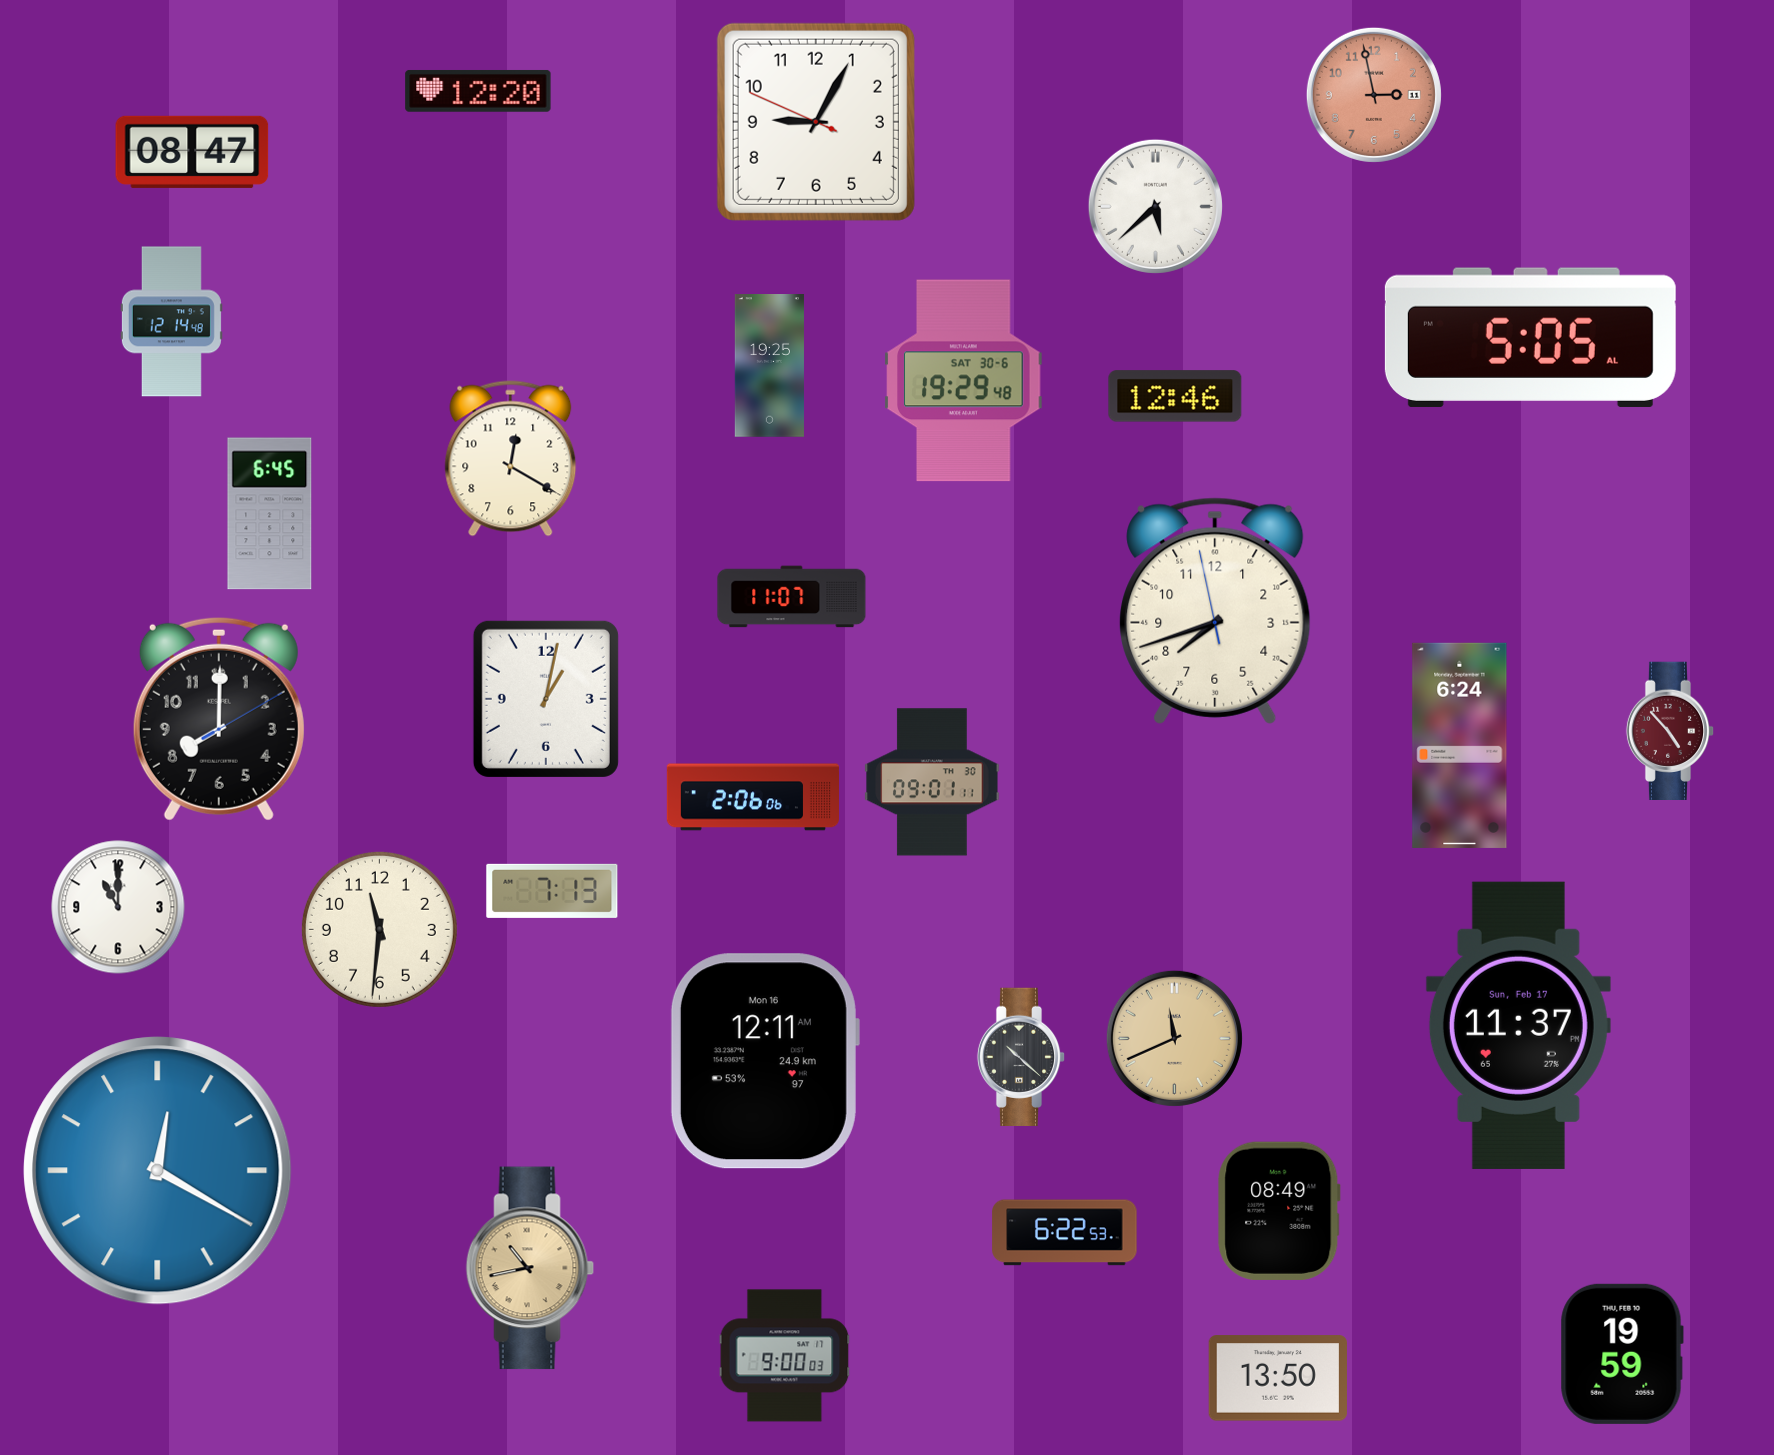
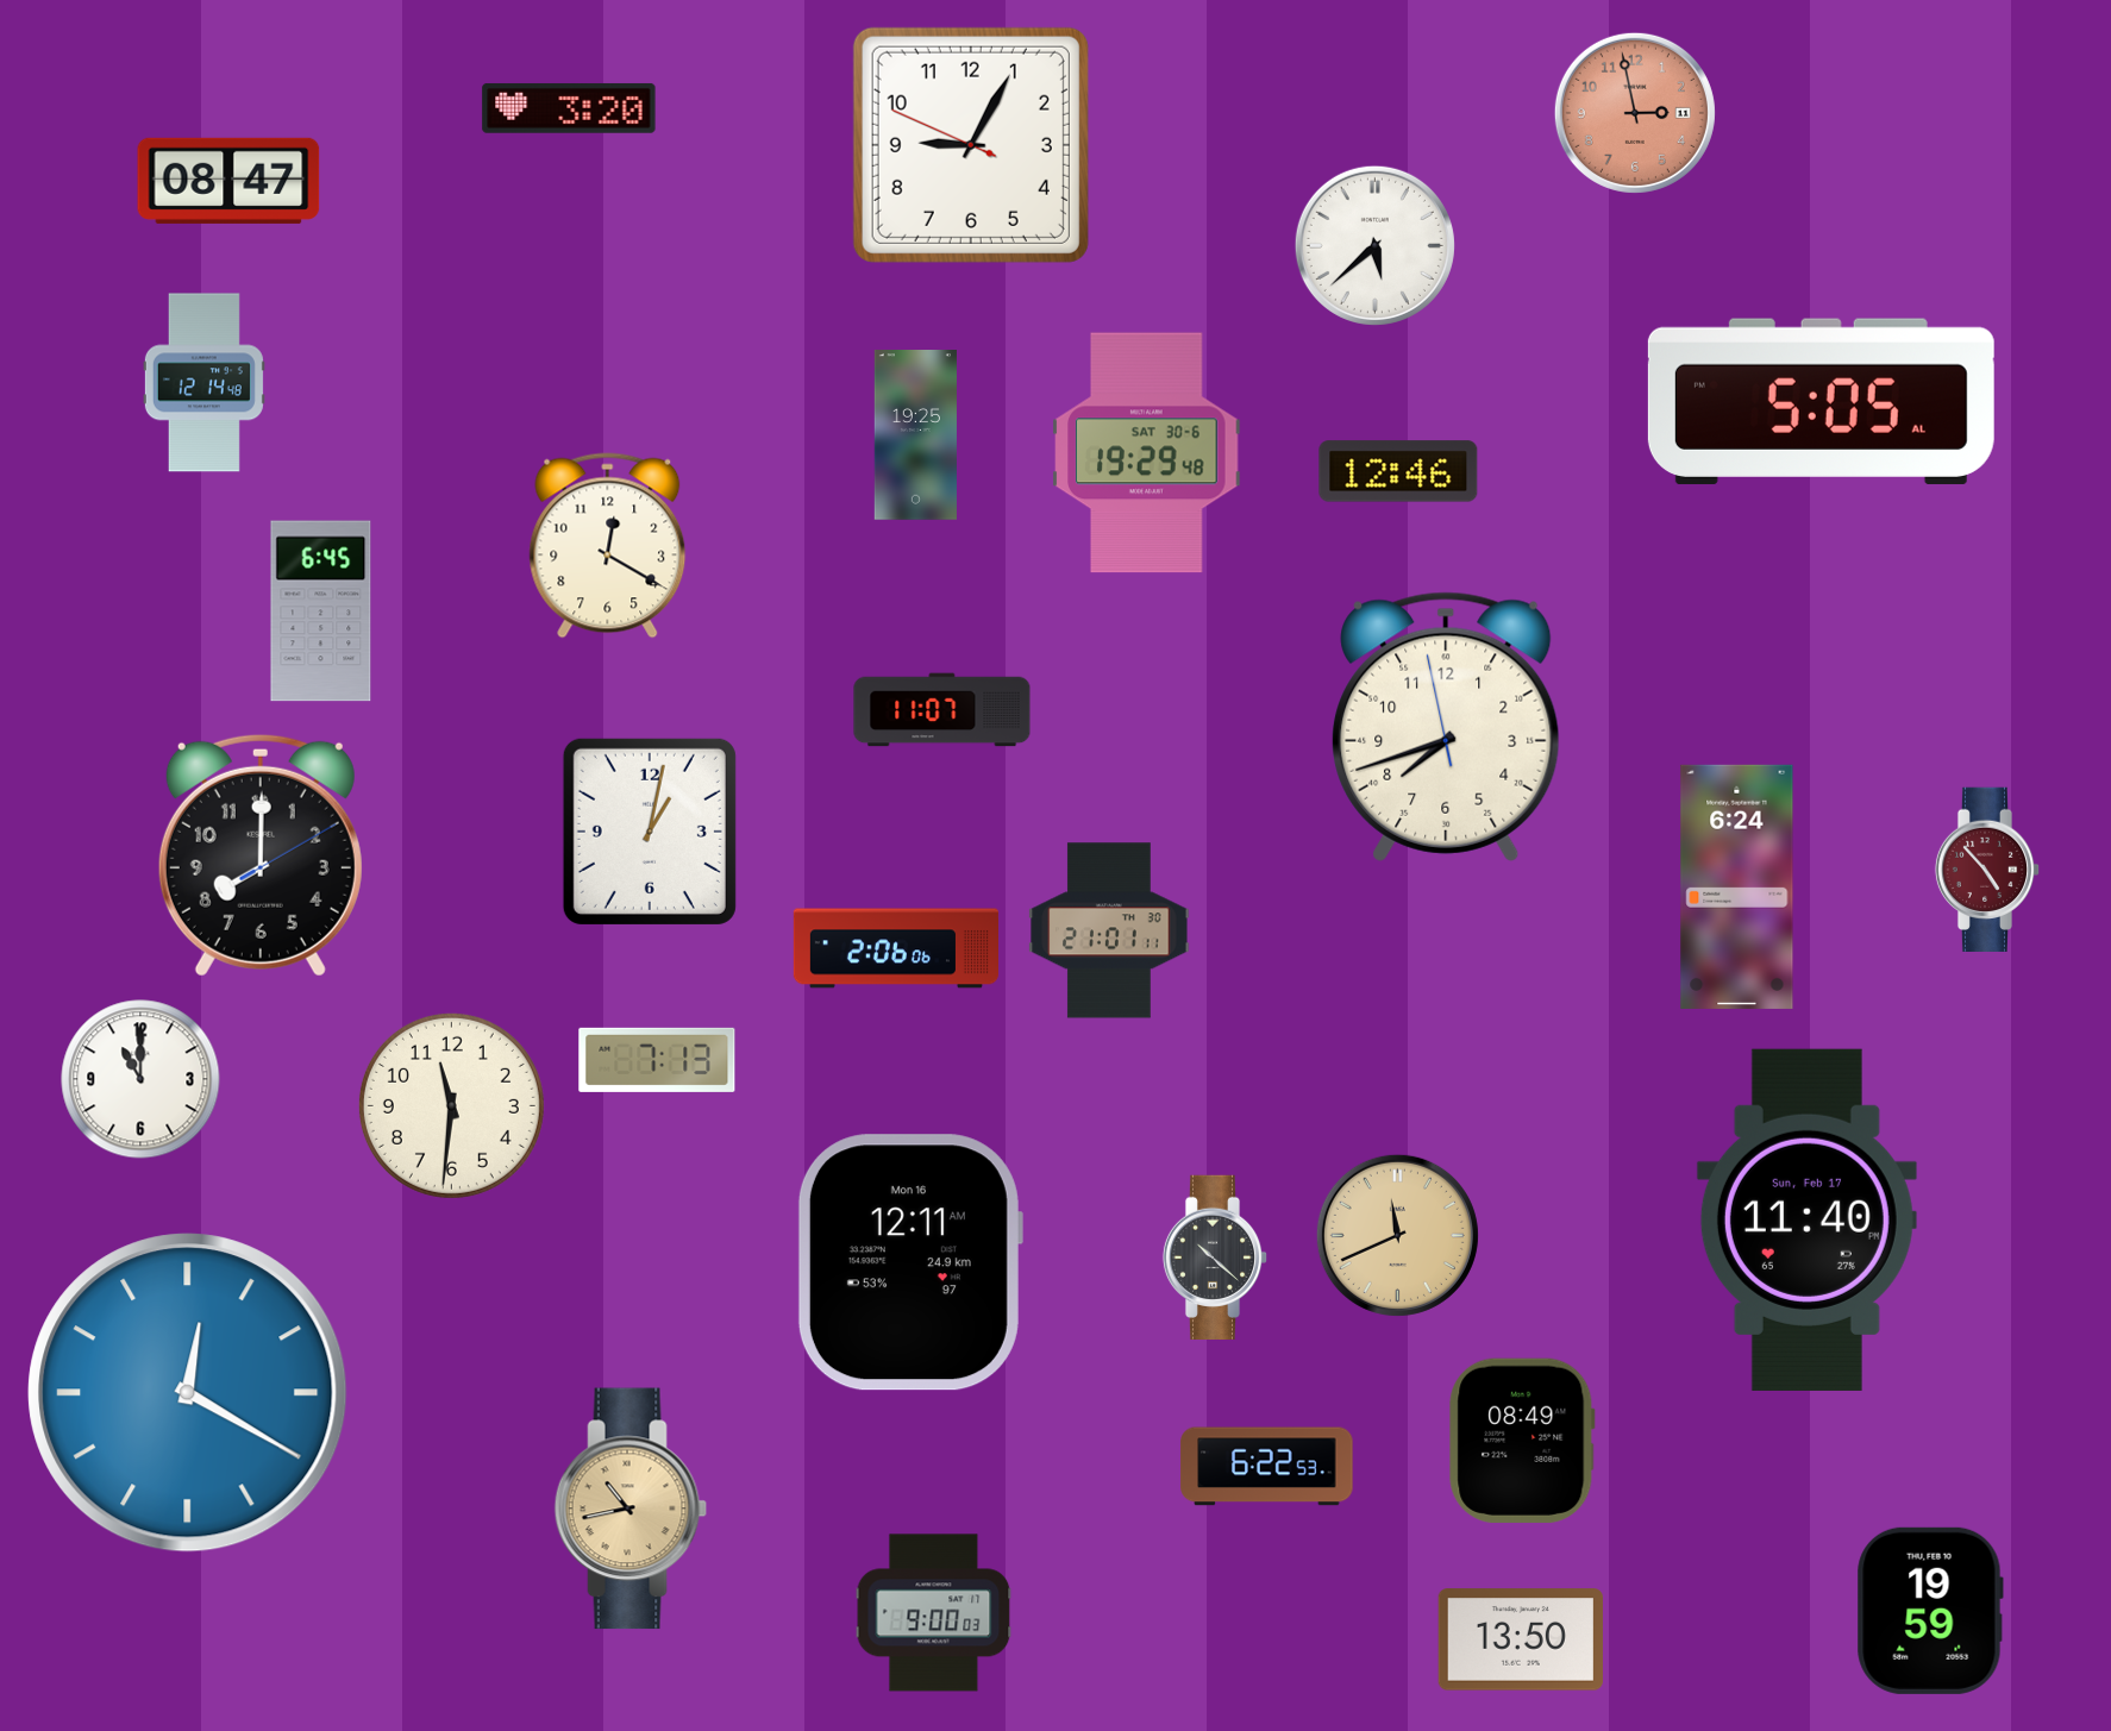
clock at (478, 91): 12:20 -> 3:20
clock at (932, 782): 09:01 -> 21:01
clock at (1518, 1025): 11:37 -> 11:40
